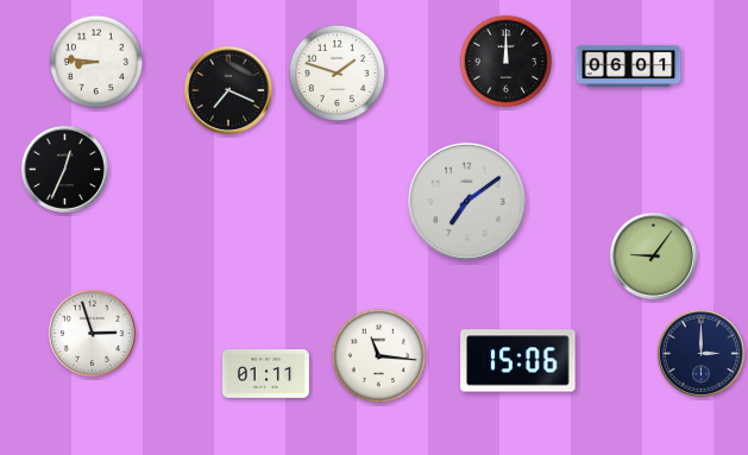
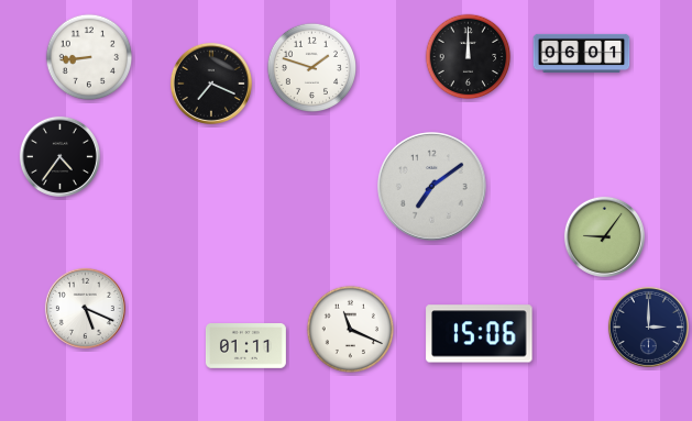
clock at (96, 62): 8:46 -> 8:44
clock at (629, 65) position: (629, 65) -> (582, 53)
clock at (64, 169): 12:34 -> 4:36
clock at (92, 333): 2:57 -> 5:19
clock at (379, 356): 11:16 -> 11:19
